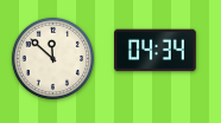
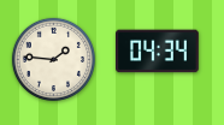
clock at (52, 58): 11:52 -> 1:46
